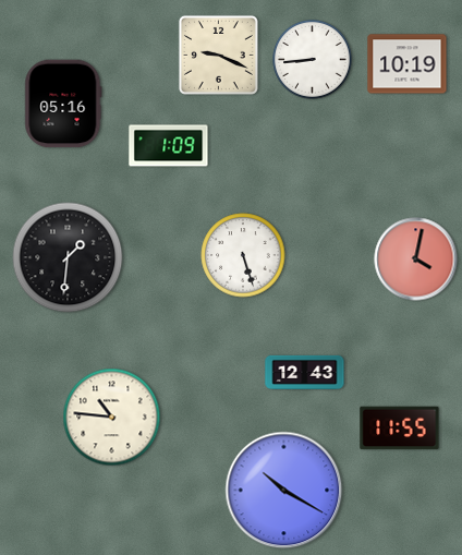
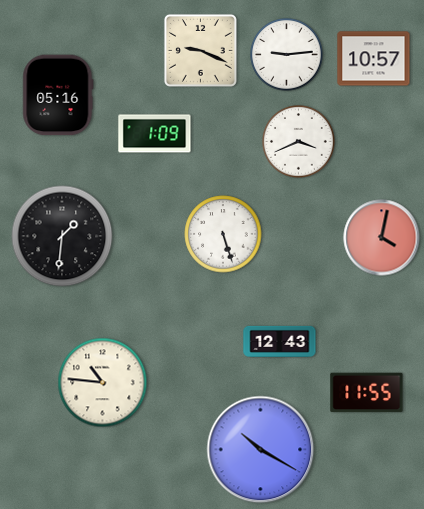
clock at (313, 60): 8:44 -> 9:14
clock at (408, 64): 10:19 -> 10:57
clock at (299, 142): none -> 3:41
